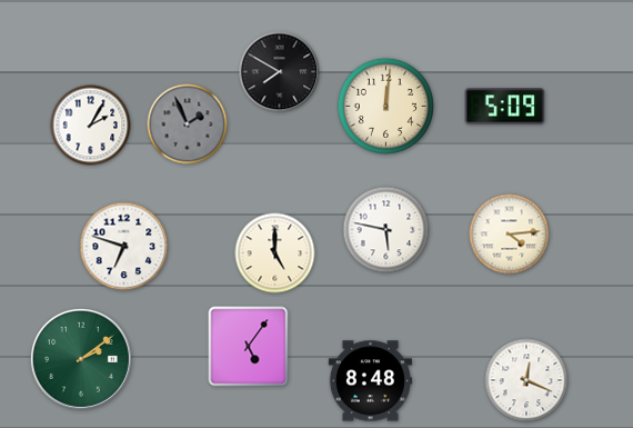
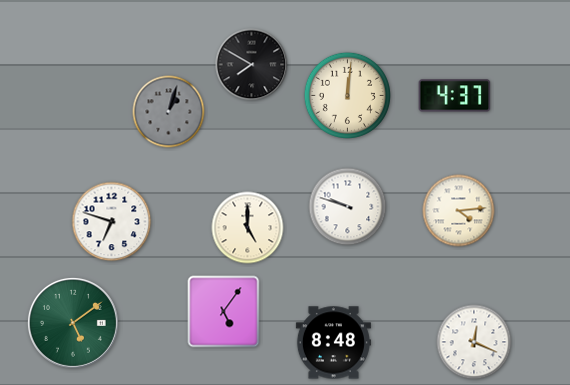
clock at (505, 107): 5:09 -> 4:37
clock at (188, 125): 1:56 -> 1:03
clock at (91, 126): 2:05 -> none
clock at (386, 230): 5:47 -> 9:48
clock at (81, 359): 2:09 -> 5:09
